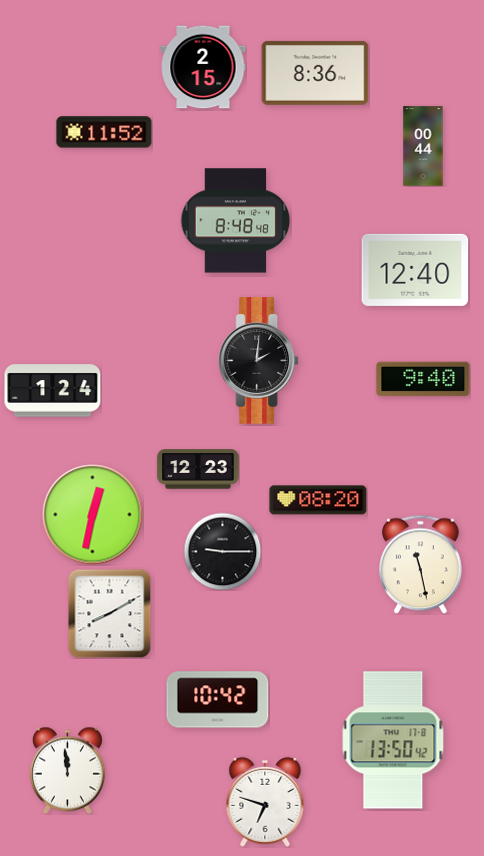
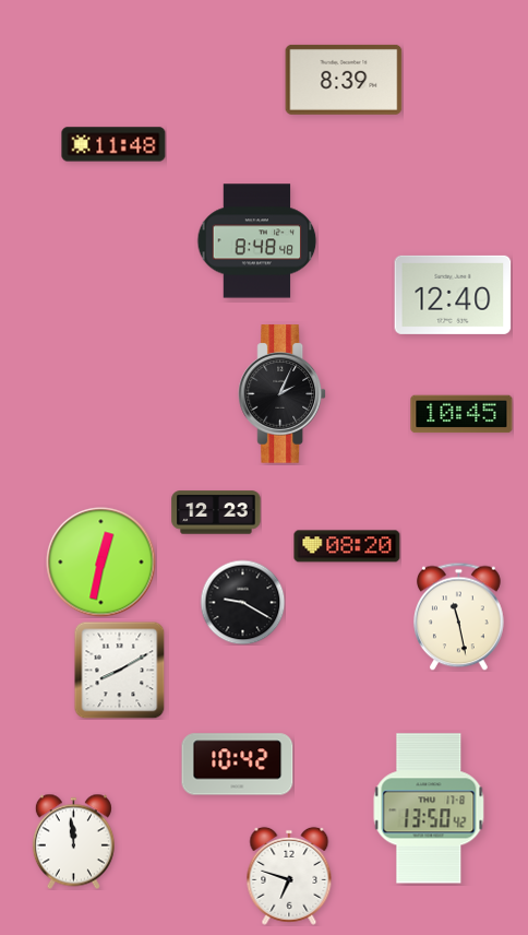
clock at (203, 67): 2:15 -> none
clock at (315, 73): 8:36 -> 8:39
clock at (104, 132): 11:52 -> 11:48
clock at (423, 146): 00:44 -> none
clock at (259, 361): 2:01 -> 2:04
clock at (423, 379): 9:40 -> 10:45
clock at (53, 391): 1:24 -> none
clock at (222, 551): 9:15 -> 9:20
